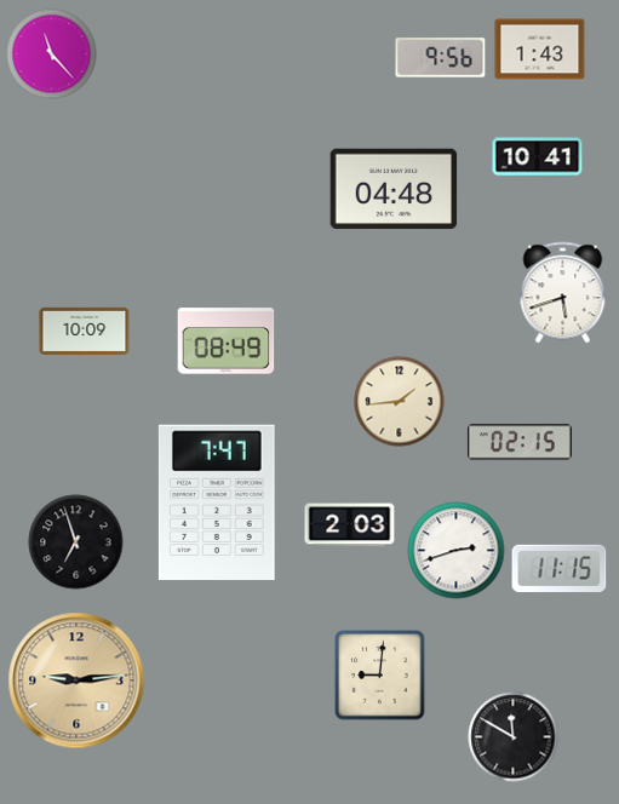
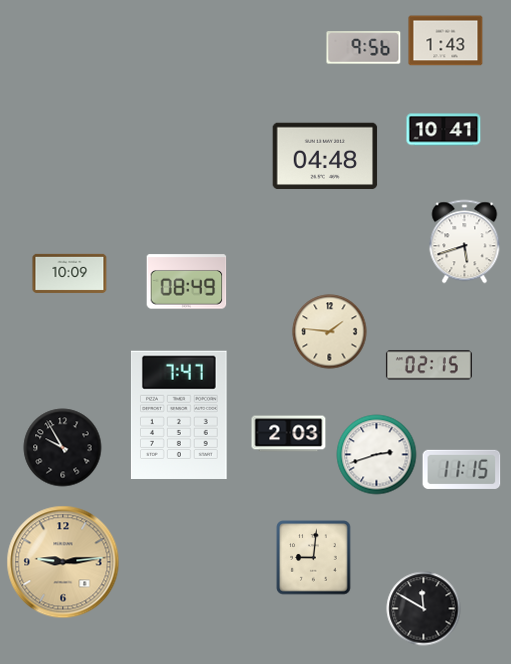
clock at (52, 54): 11:23 -> none
clock at (400, 402): 1:44 -> 1:46
clock at (76, 542): 6:57 -> 9:55
